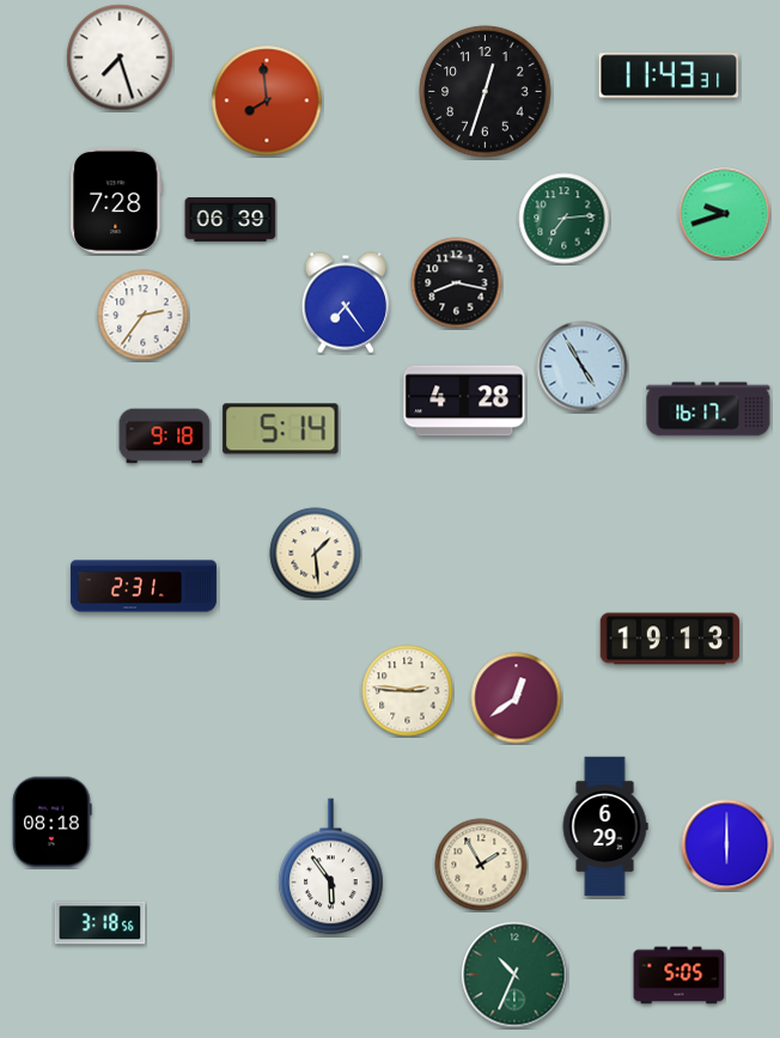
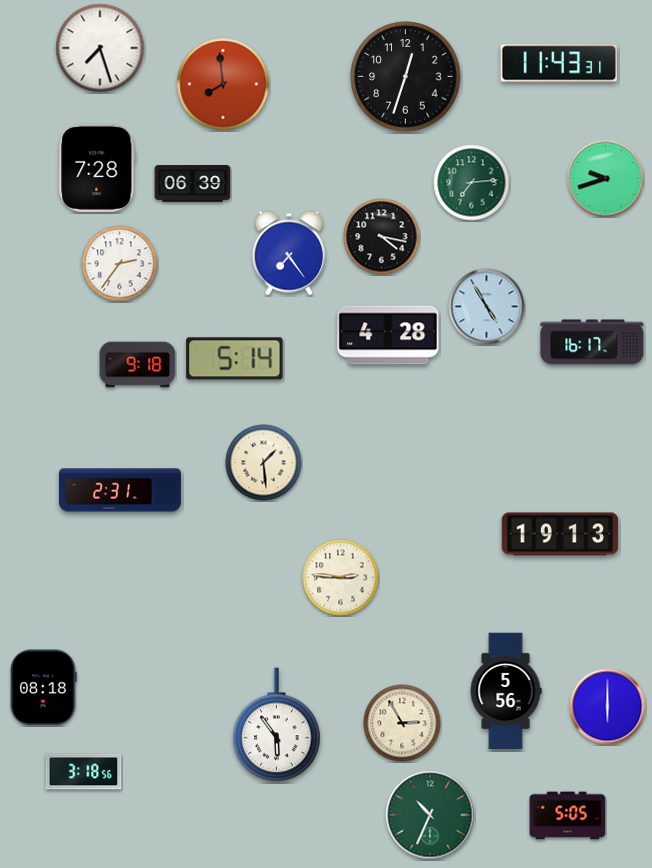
clock at (457, 283): 8:17 -> 4:17
clock at (517, 698): 12:39 -> none
clock at (605, 826): 6:29 -> 5:56
clock at (481, 865): 1:55 -> 2:55
